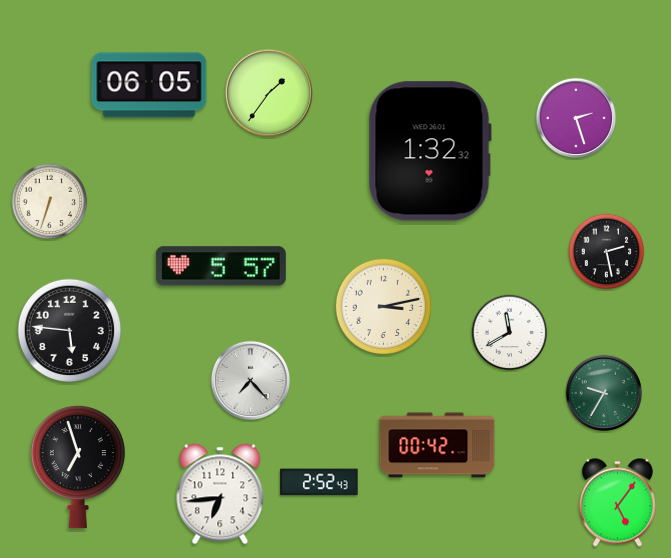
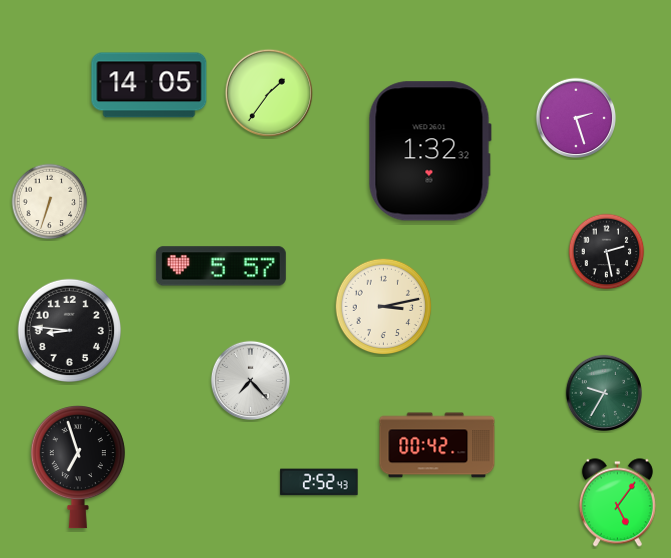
clock at (149, 85): 06:05 -> 14:05
clock at (69, 330): 5:46 -> 8:46
clock at (510, 333): 11:40 -> none
clock at (220, 494): 6:44 -> none
